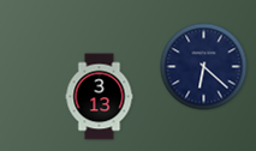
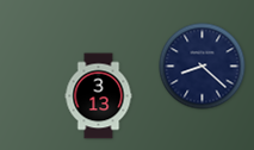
clock at (204, 67): 6:22 -> 8:22
